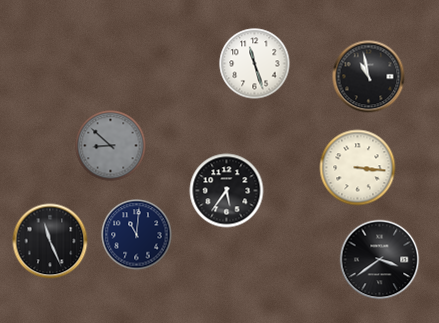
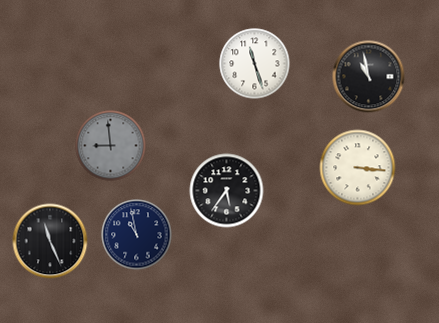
clock at (111, 146): 8:52 -> 8:59
clock at (137, 235): 11:01 -> 10:58
clock at (380, 260): 3:39 -> none
